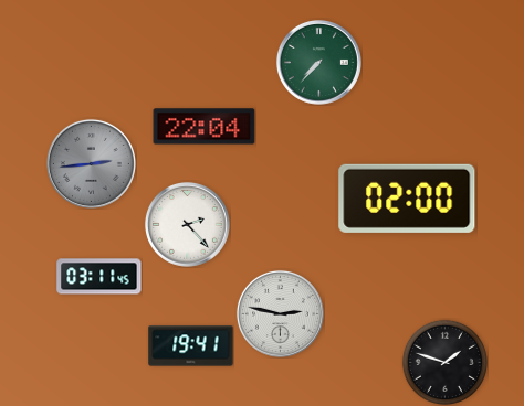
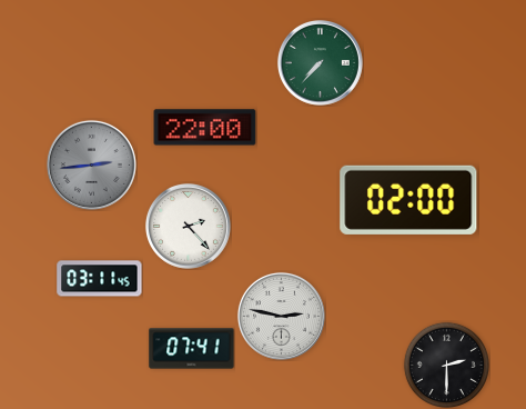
clock at (205, 127): 22:04 -> 22:00
clock at (191, 346): 19:41 -> 07:41
clock at (444, 362): 1:48 -> 2:30
